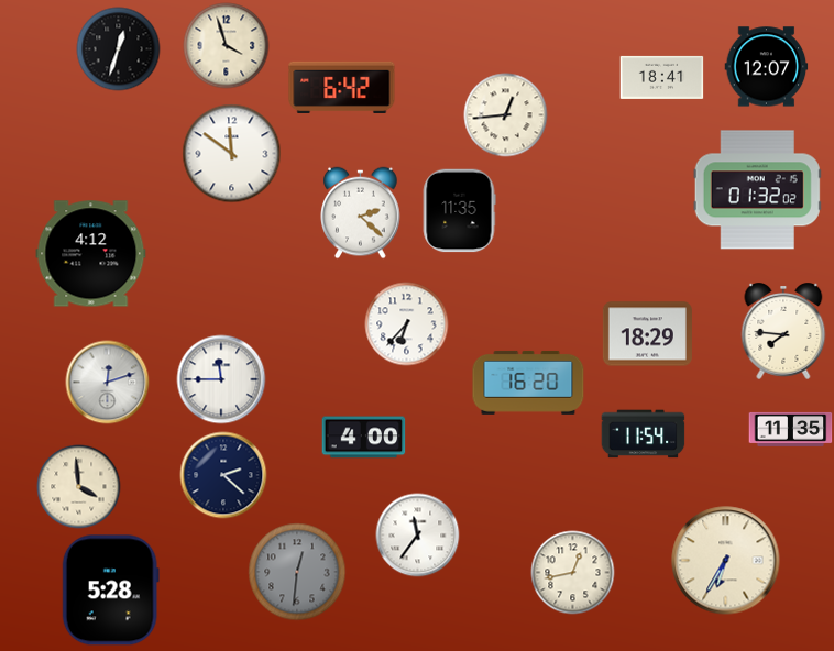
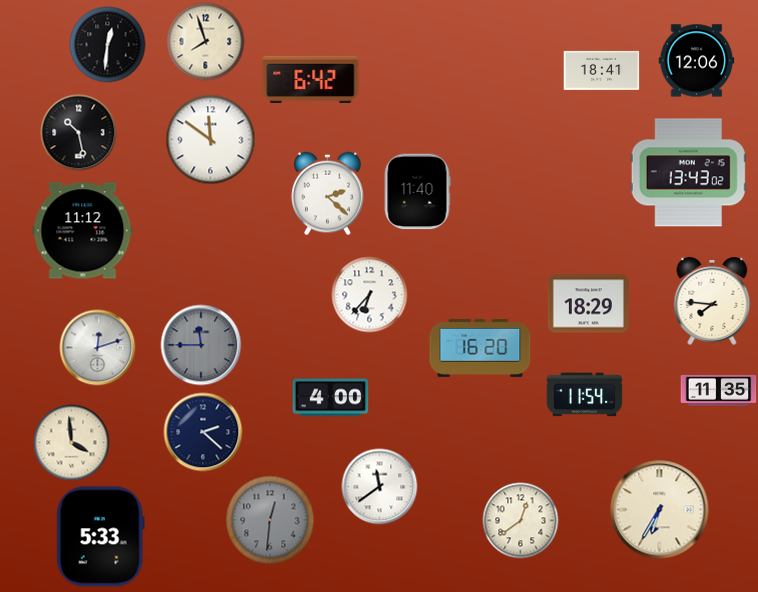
clock at (227, 46): 3:57 -> 7:57
clock at (119, 49): 12:33 -> 12:31
clock at (767, 67): 12:07 -> 12:06
clock at (506, 115): 12:44 -> none
clock at (79, 133): none -> 10:28
clock at (757, 190): 01:32 -> 13:43
clock at (459, 211): 11:35 -> 11:40
clock at (91, 254): 4:12 -> 11:12
clock at (221, 379) dial: white -> grey
clock at (418, 536): 11:36 -> 11:39
clock at (573, 573): 12:43 -> 12:39
clock at (110, 591): 5:28 -> 5:33
